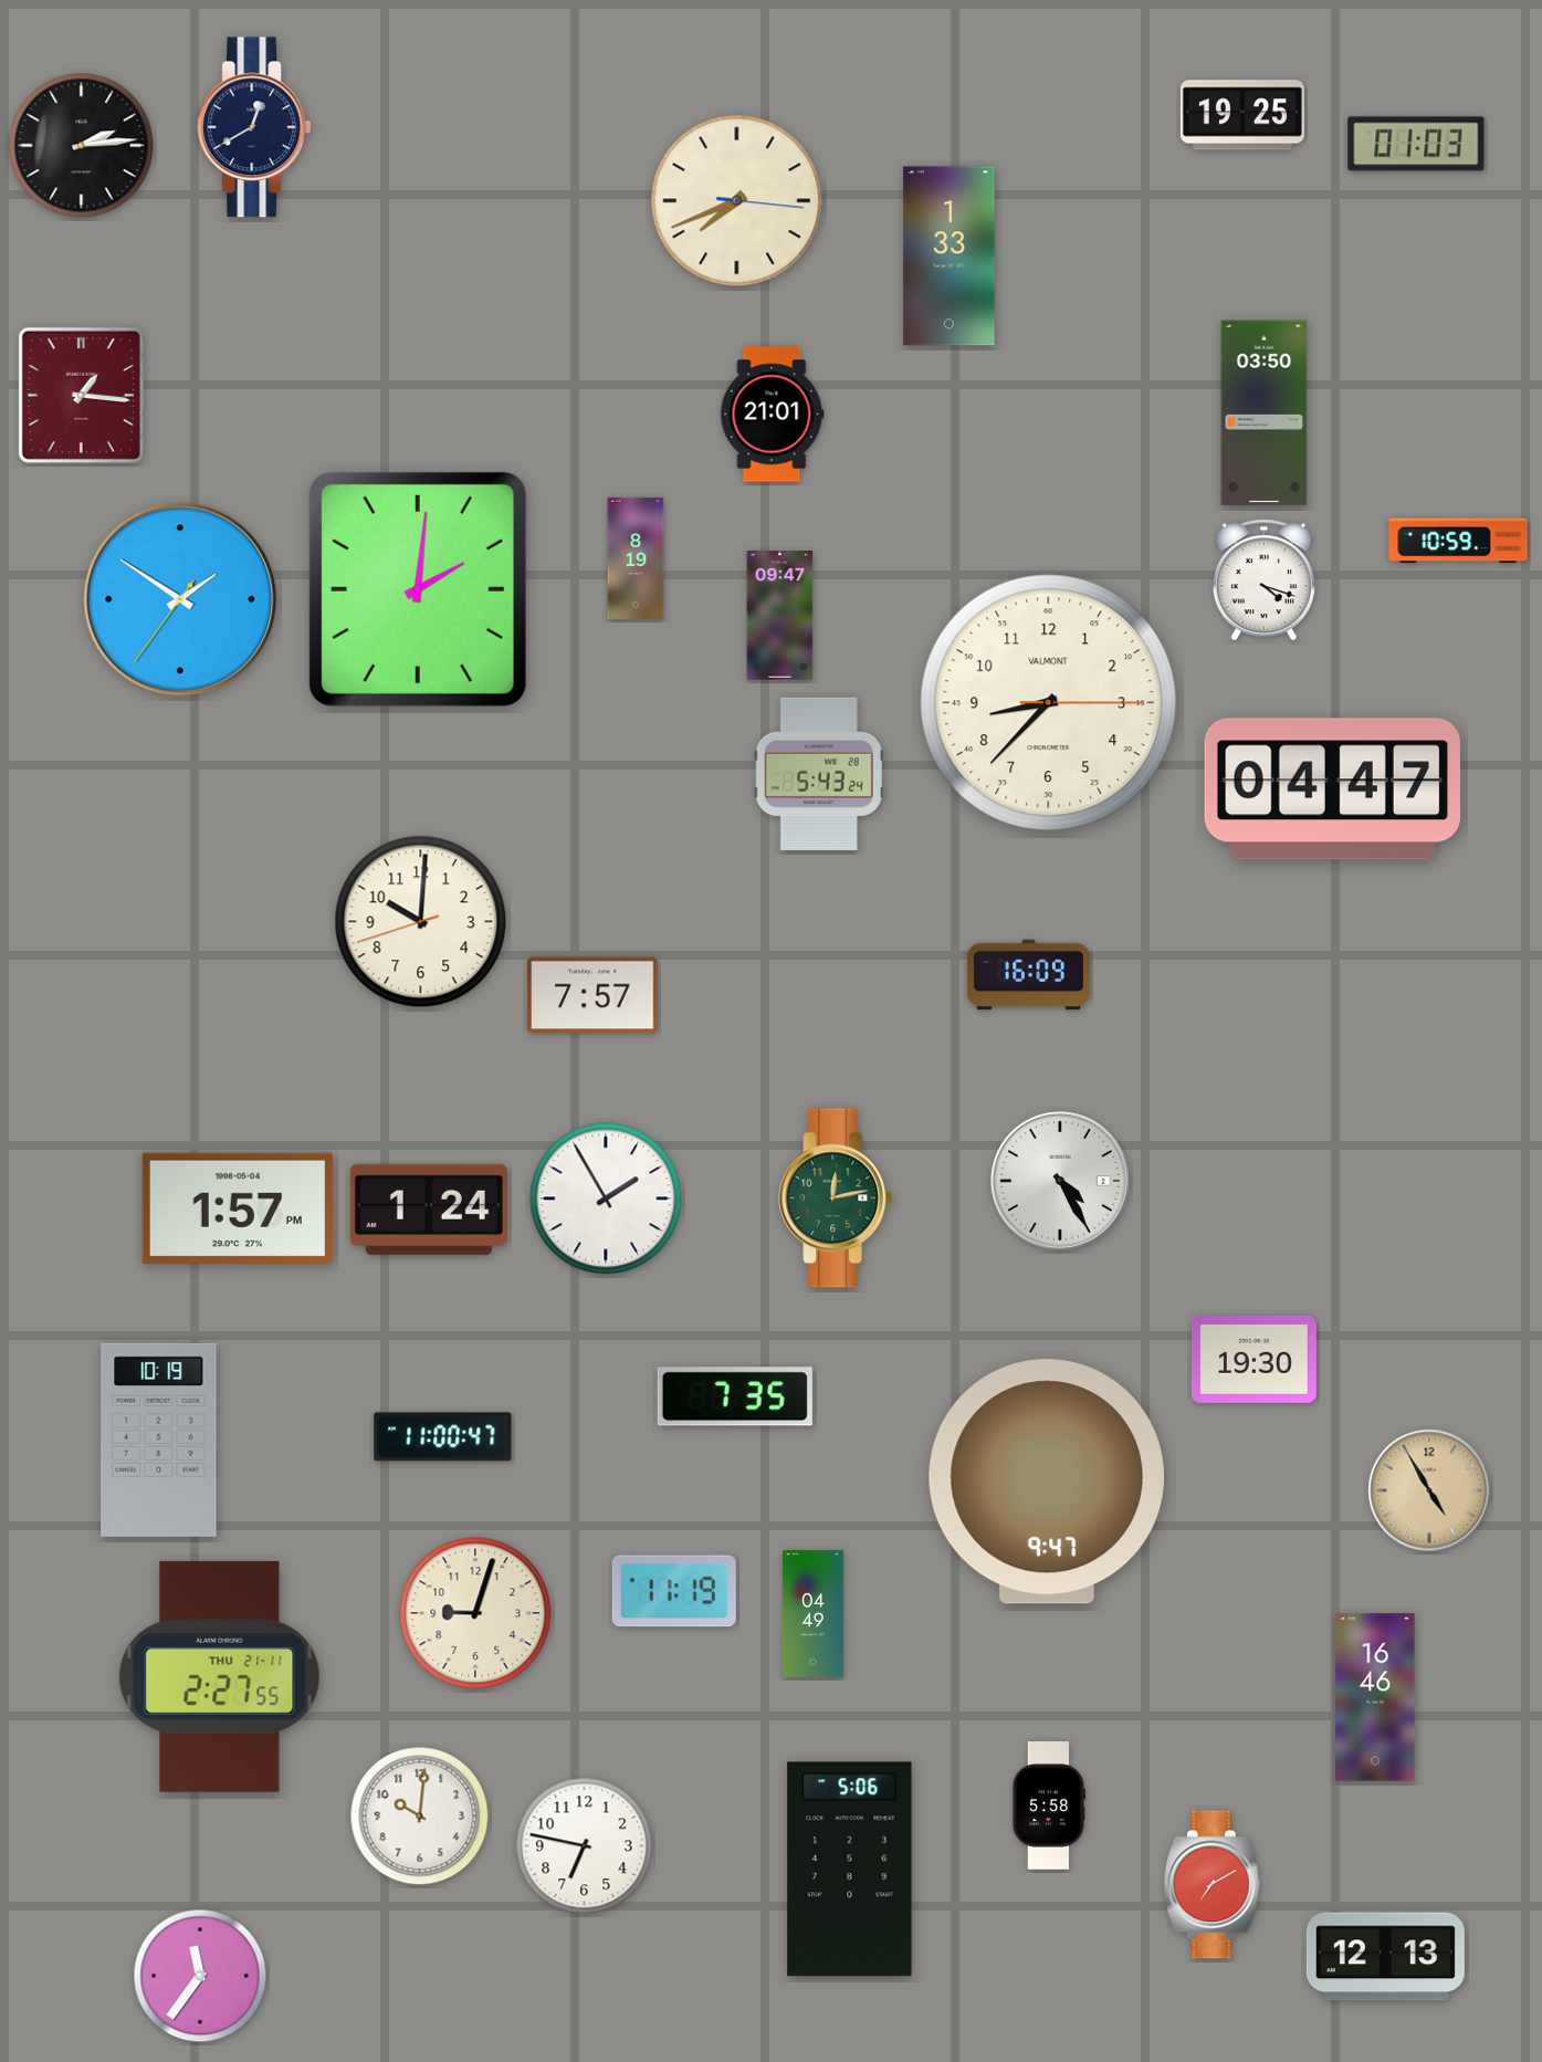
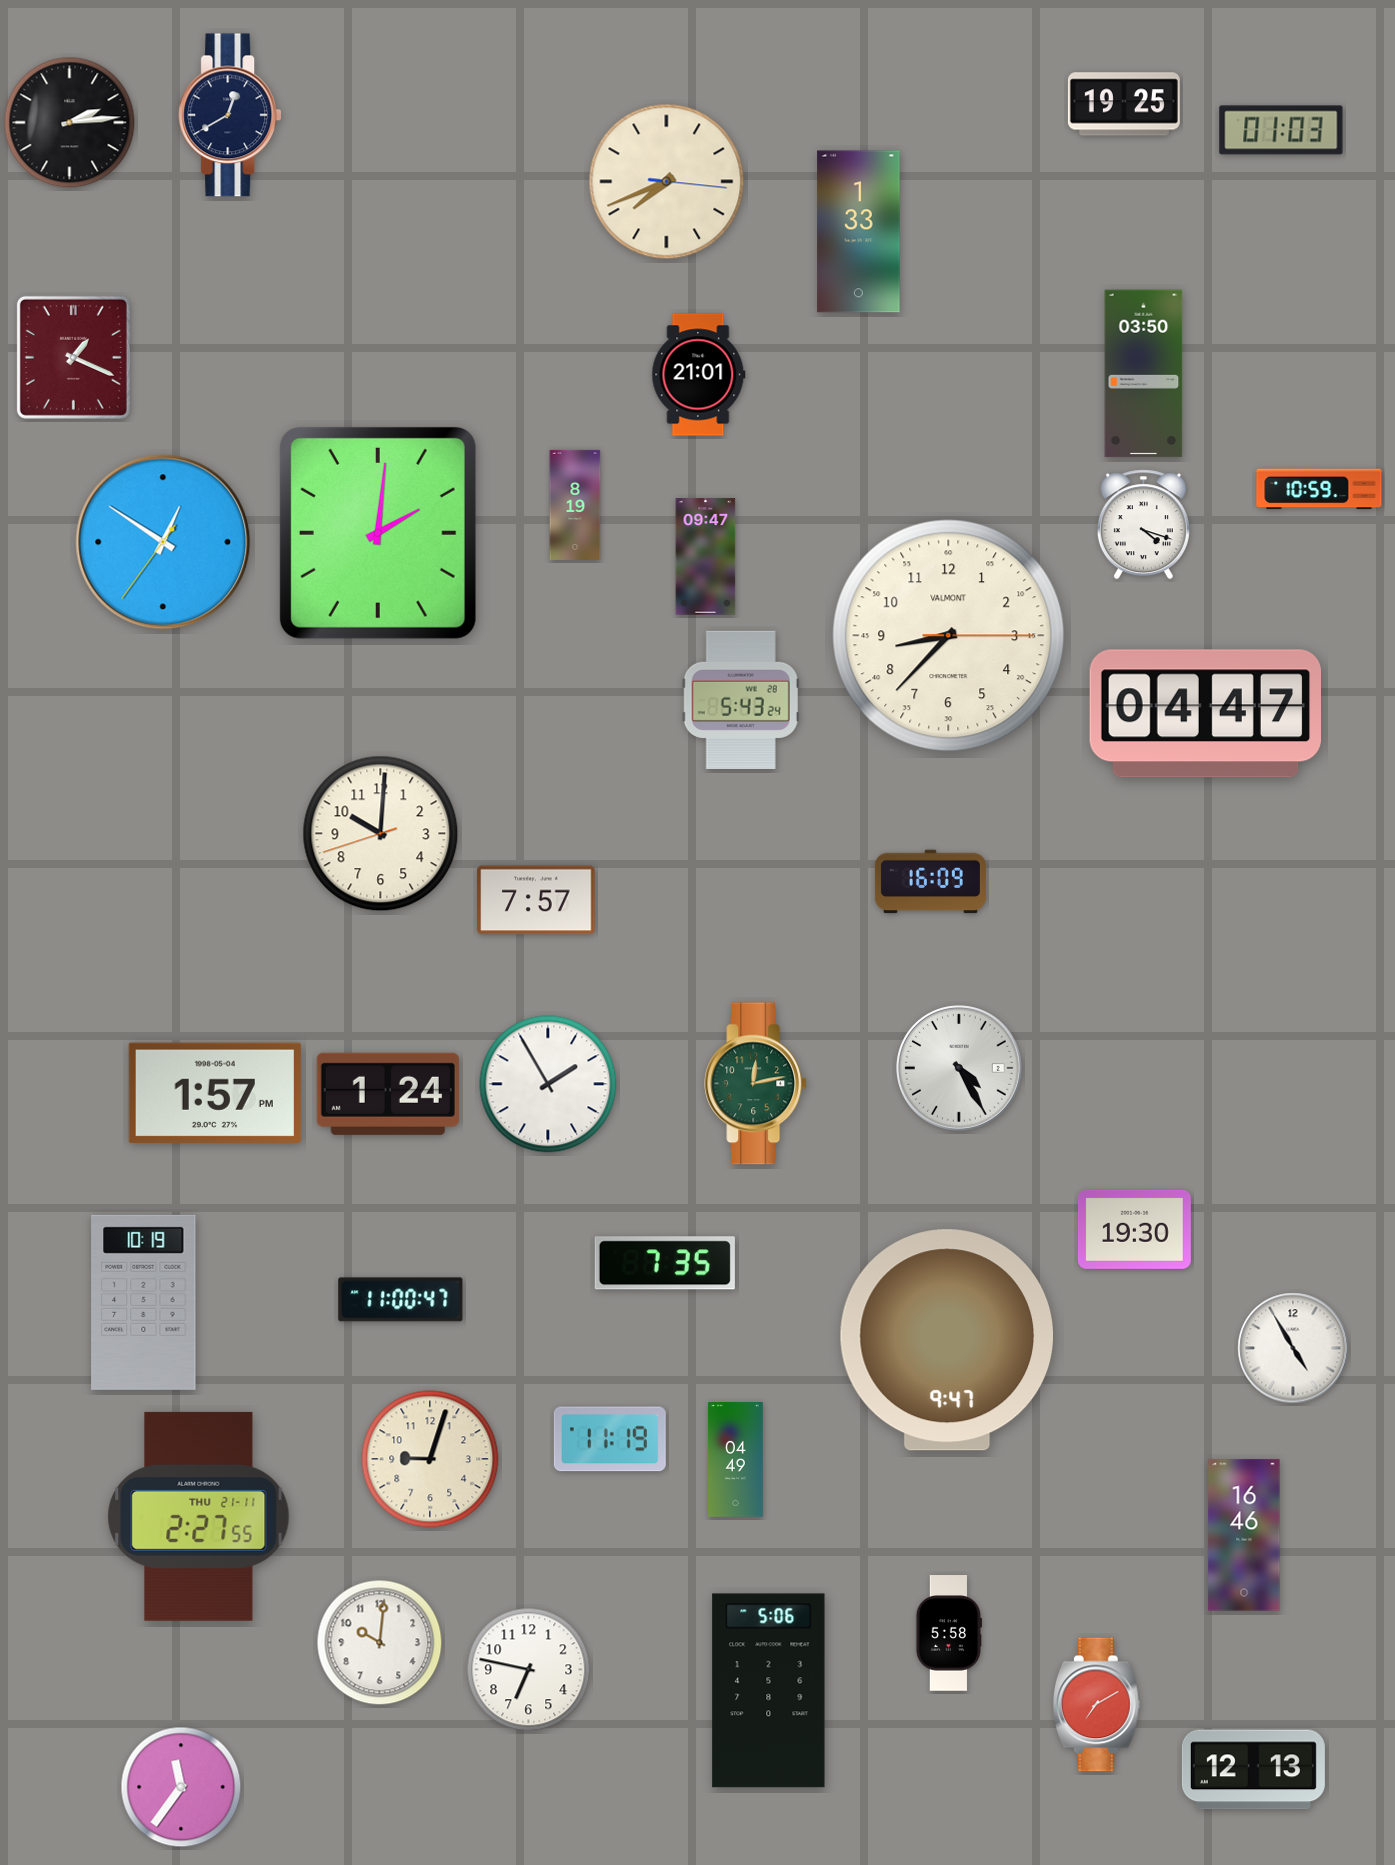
clock at (82, 146) position: (82, 146) -> (70, 123)
clock at (81, 395): 1:16 -> 1:19
clock at (180, 599): 1:50 -> 12:50
clock at (1429, 1490) dial: champagne -> white
